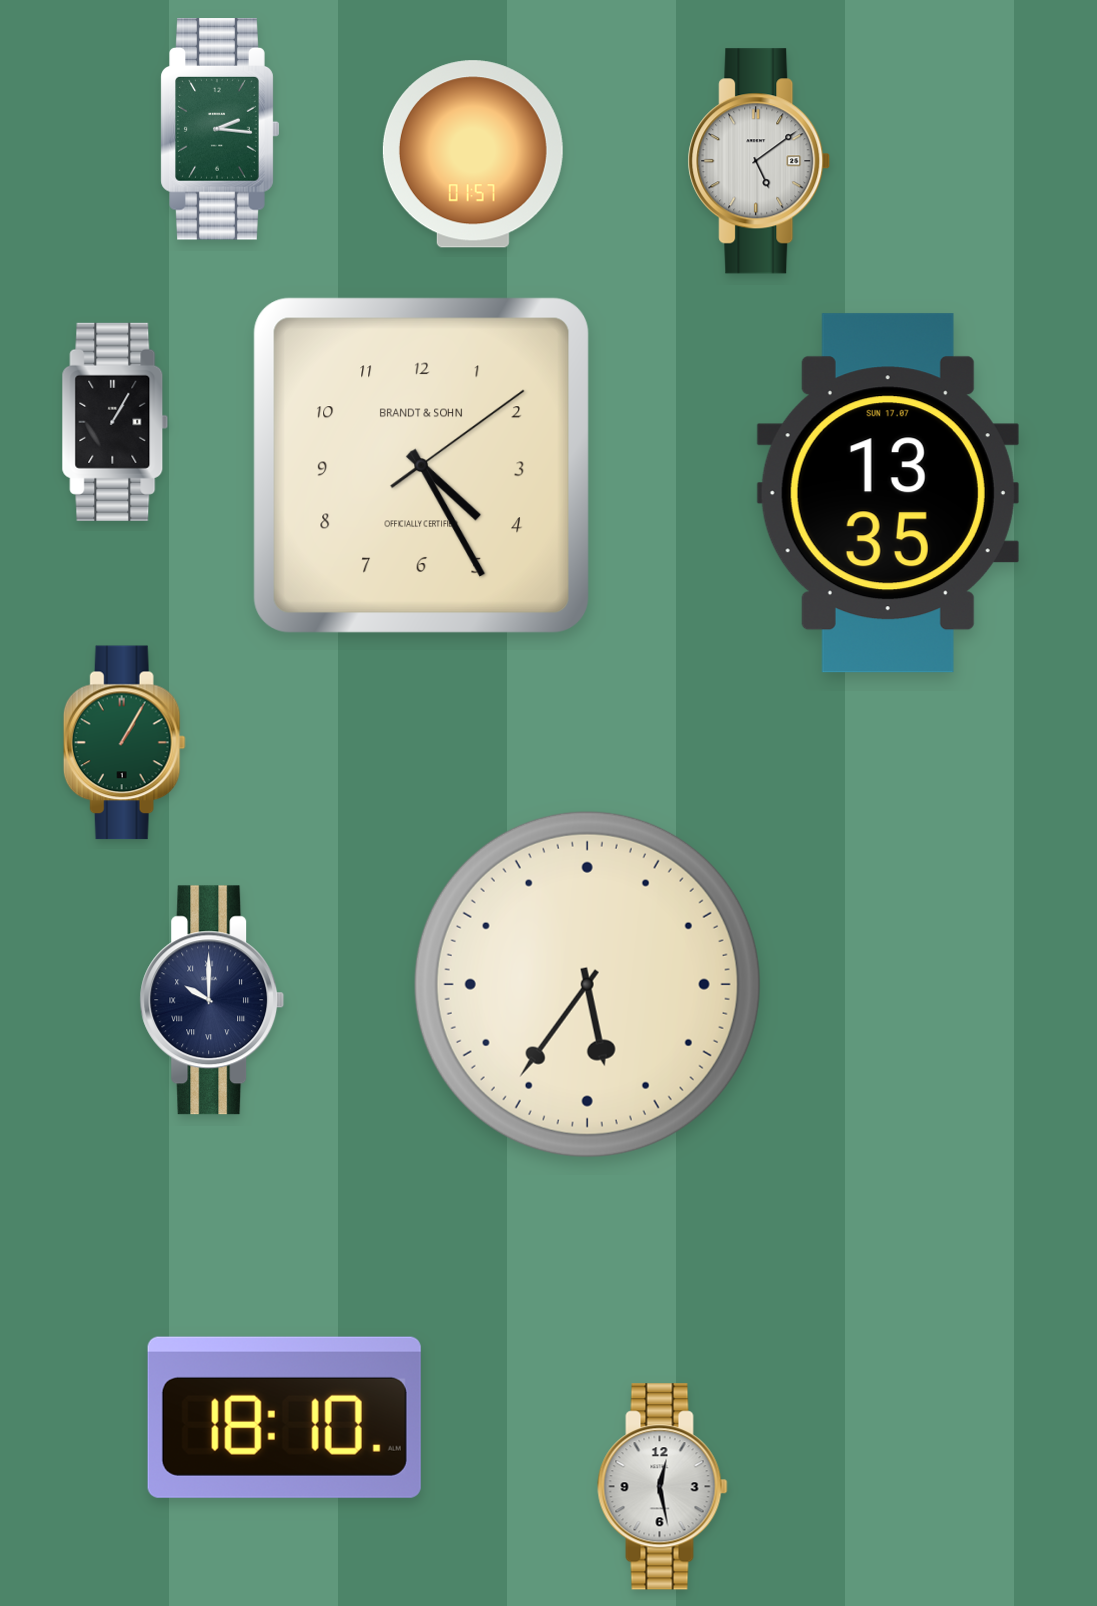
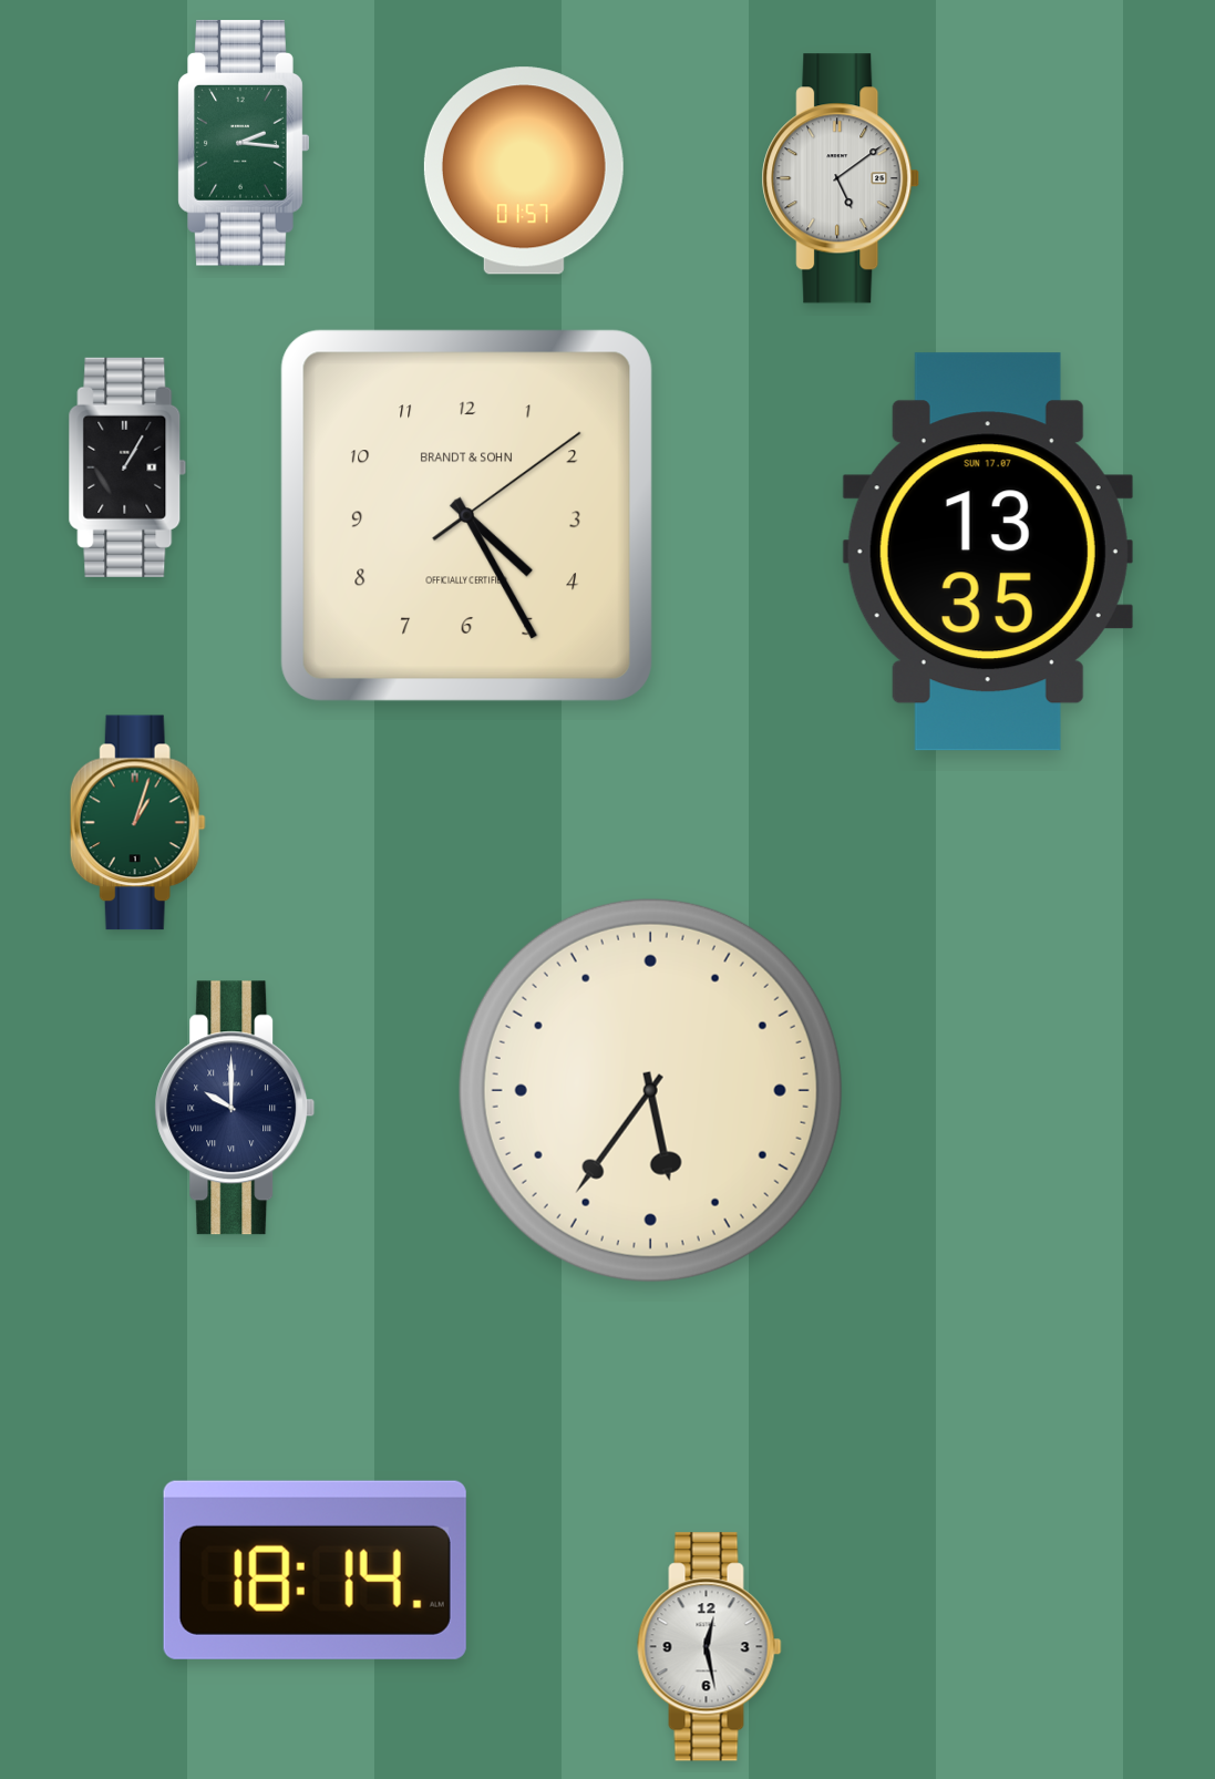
clock at (888, 493) position: (888, 493) -> (988, 552)
clock at (124, 743): 1:05 -> 1:03
clock at (284, 1417): 18:10 -> 18:14
clock at (663, 1487) position: (663, 1487) -> (710, 1647)
